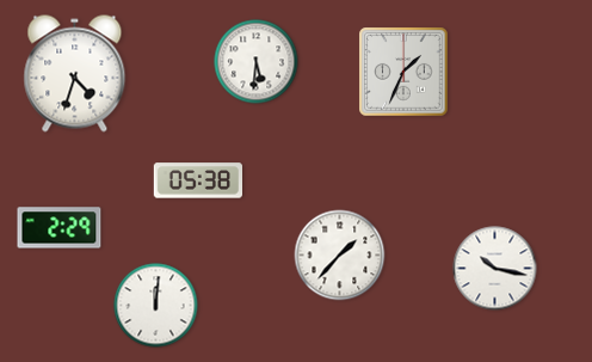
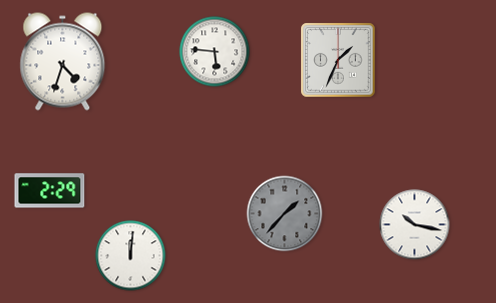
clock at (257, 62): 5:31 -> 5:46
clock at (197, 180): 05:38 -> none
clock at (340, 256) dial: white -> grey
